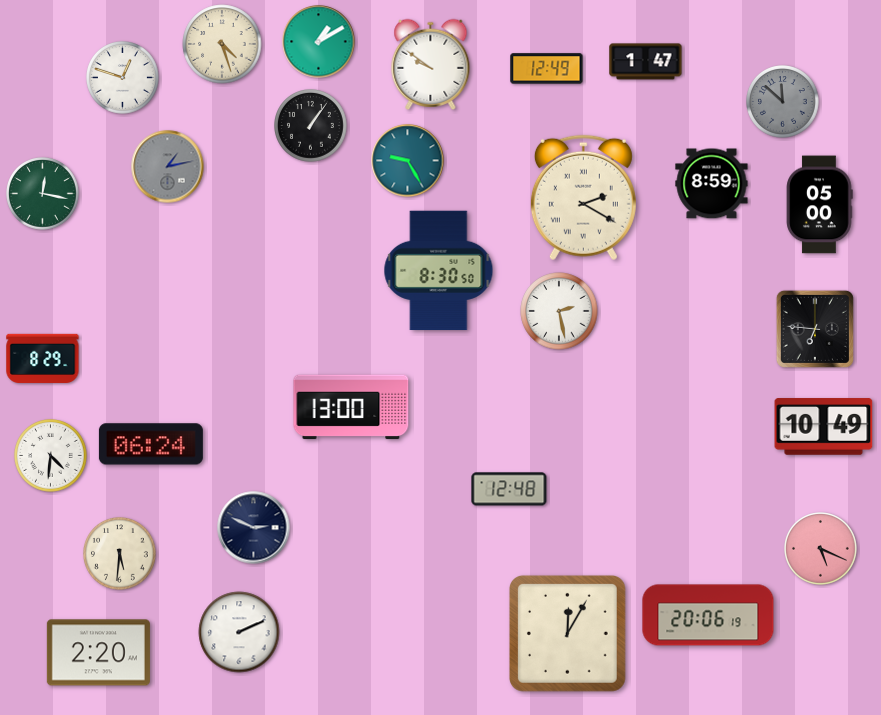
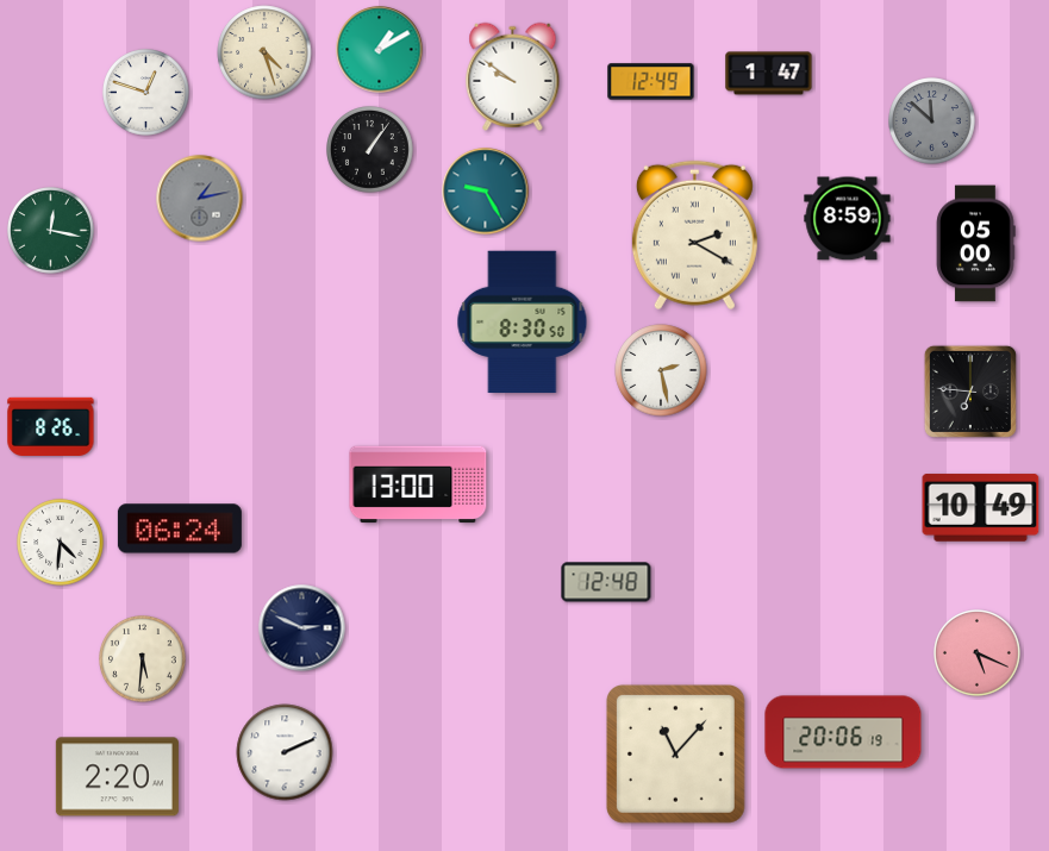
clock at (559, 311) position: (559, 311) -> (661, 370)
clock at (43, 358): 8:29 -> 8:26
clock at (567, 633): 12:05 -> 11:07
